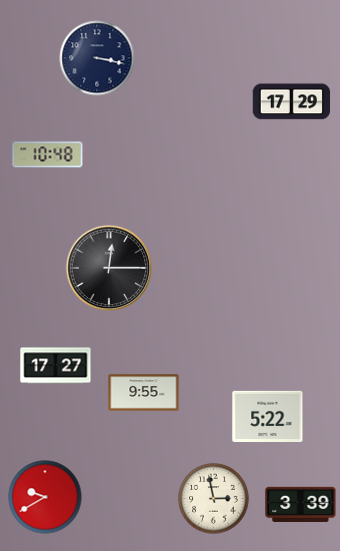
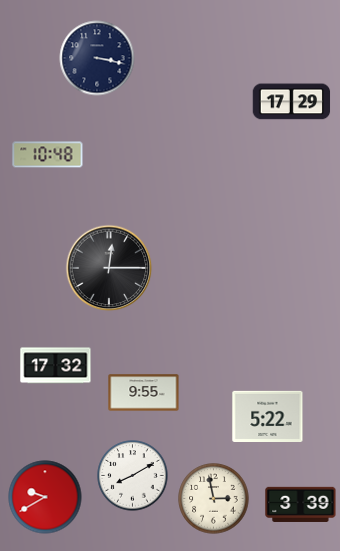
clock at (56, 366): 17:27 -> 17:32
clock at (133, 476): none -> 8:10
